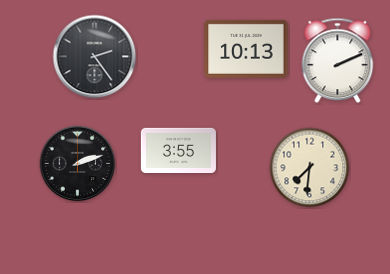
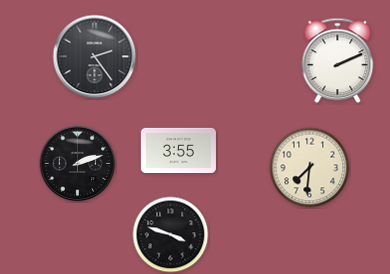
clock at (246, 49): 10:13 -> none
clock at (171, 235): none -> 3:48
